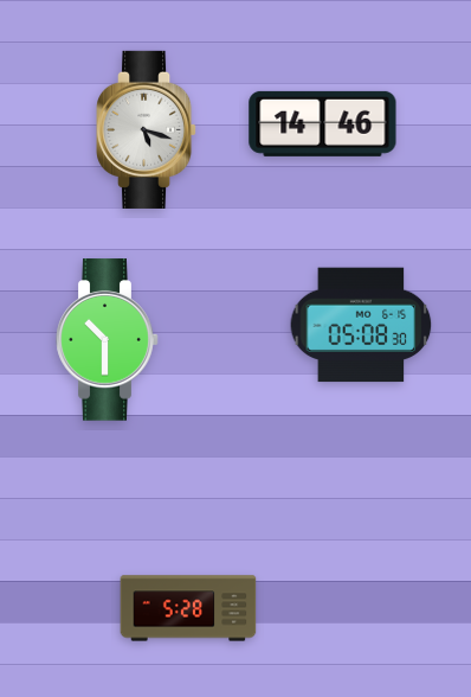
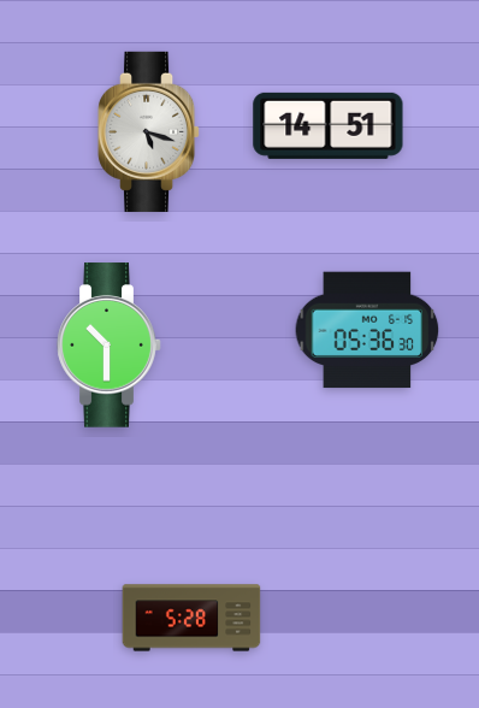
clock at (323, 123): 14:46 -> 14:51
clock at (361, 325): 05:08 -> 05:36
